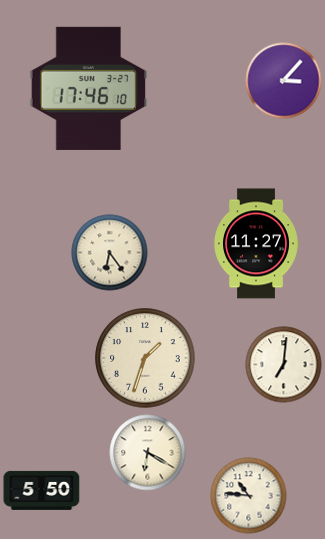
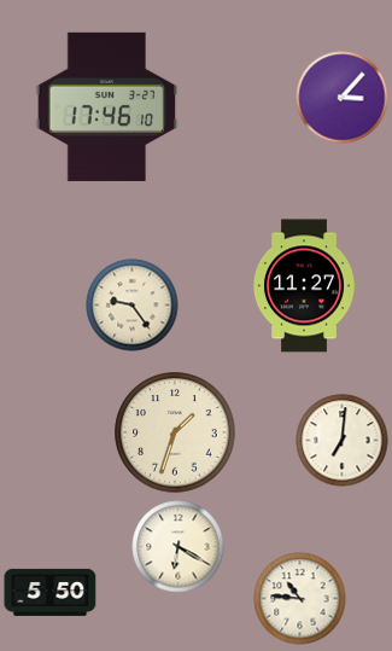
clock at (256, 244) position: (256, 244) -> (304, 286)
clock at (110, 253): 6:24 -> 9:24
